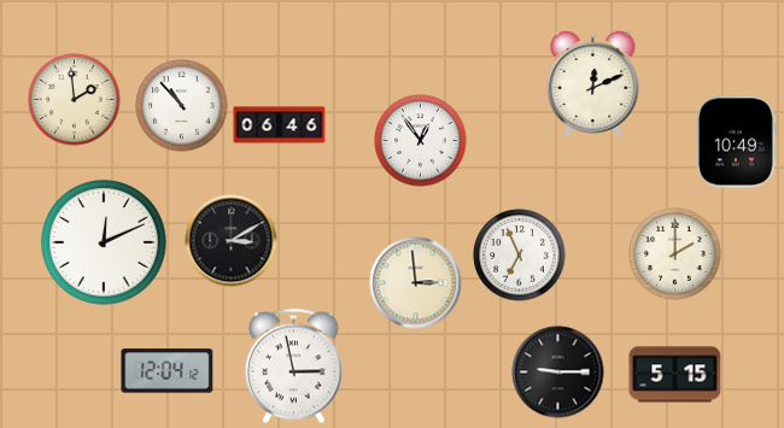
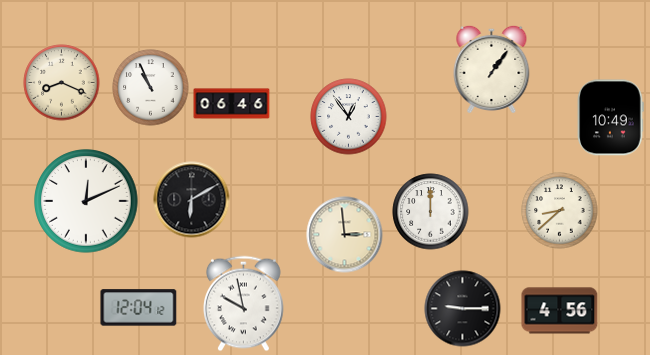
clock at (593, 82): 12:11 -> 1:06
clock at (75, 100): 1:59 -> 8:19
clock at (182, 106): 10:53 -> 10:56
clock at (232, 241): 3:10 -> 6:10
clock at (675, 254): 2:00 -> 8:38
clock at (520, 256): 6:56 -> 12:00
clock at (294, 367): 2:58 -> 9:58
clock at (675, 375): 5:15 -> 4:56
